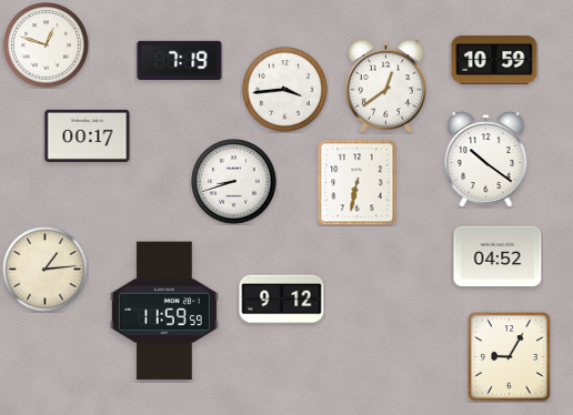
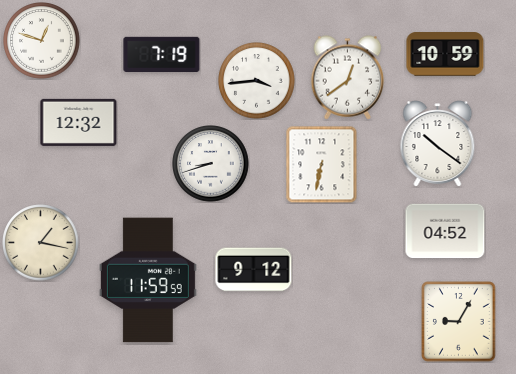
clock at (88, 135): 00:17 -> 12:32
clock at (497, 256) position: (497, 256) -> (445, 231)
clock at (46, 270): 1:14 -> 1:17
